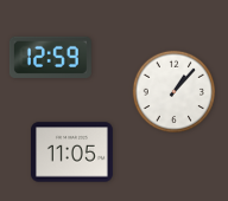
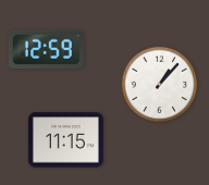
clock at (50, 57) position: (50, 57) -> (46, 49)
clock at (71, 153): 11:05 -> 11:15
